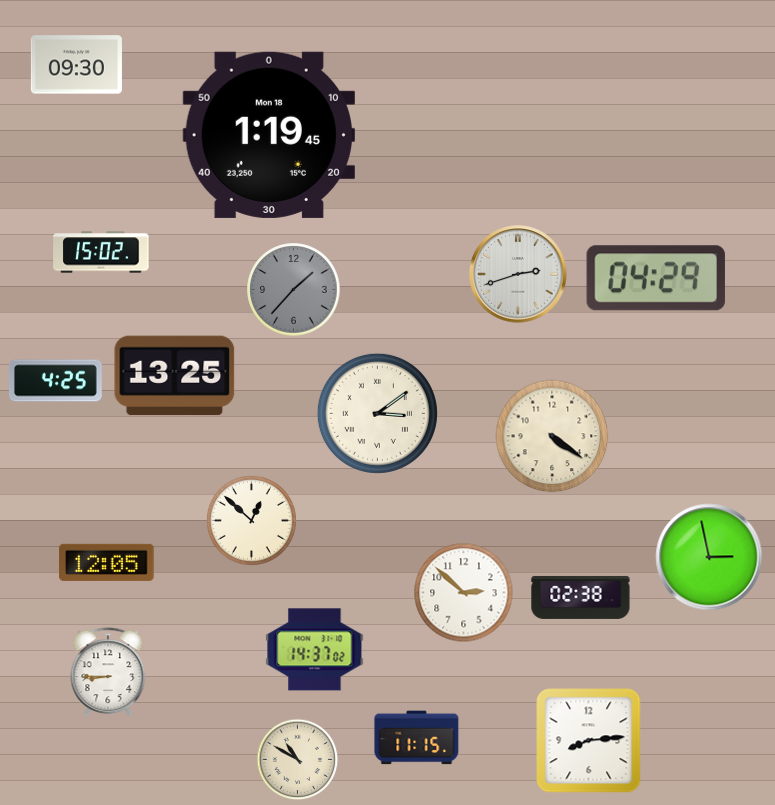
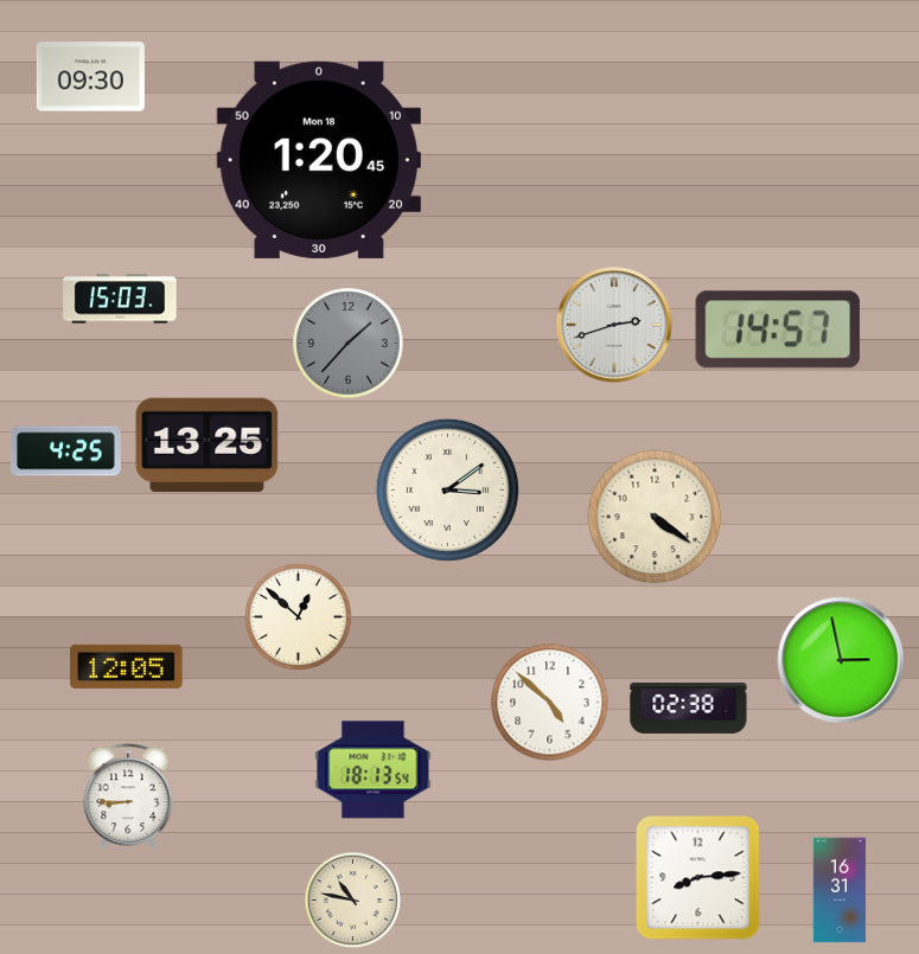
clock at (269, 135): 1:19 -> 1:20
clock at (101, 252): 15:02 -> 15:03
clock at (656, 278): 04:29 -> 14:57
clock at (464, 593): 2:52 -> 4:52
clock at (315, 650): 14:37 -> 18:13
clock at (417, 738): 11:15 -> none
clock at (840, 890): none -> 16:31
clock at (298, 760): 10:50 -> 10:47
